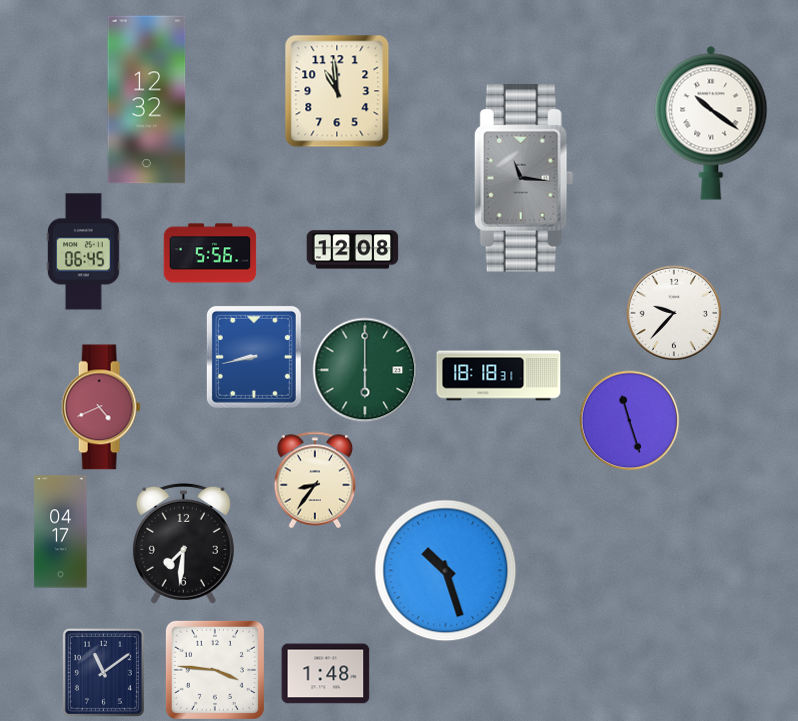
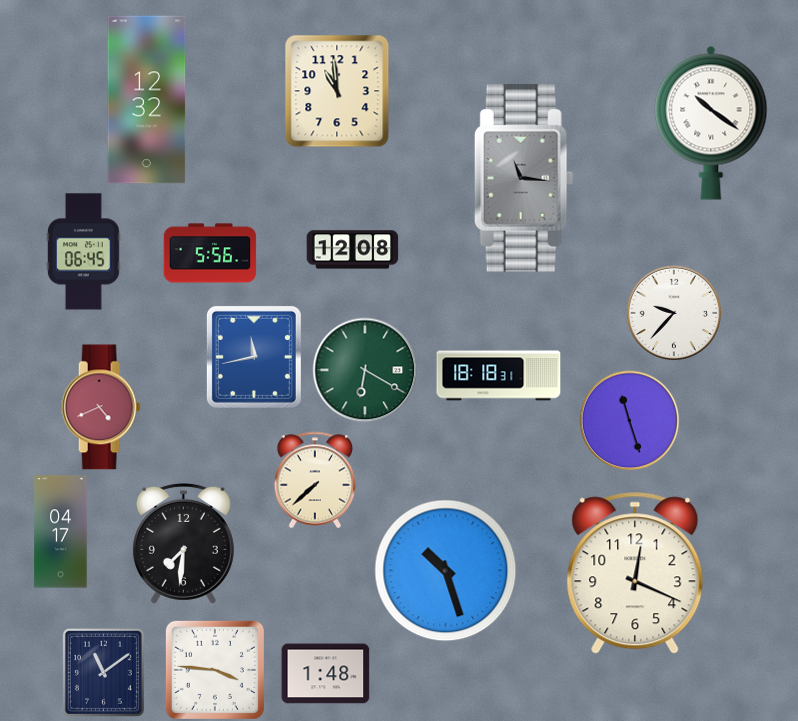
clock at (254, 357): 8:43 -> 11:43
clock at (365, 370): 6:00 -> 6:20
clock at (315, 480): 8:36 -> 7:38
clock at (635, 573): none -> 12:19
